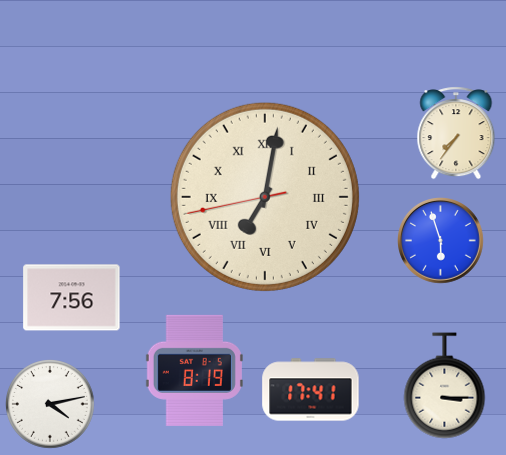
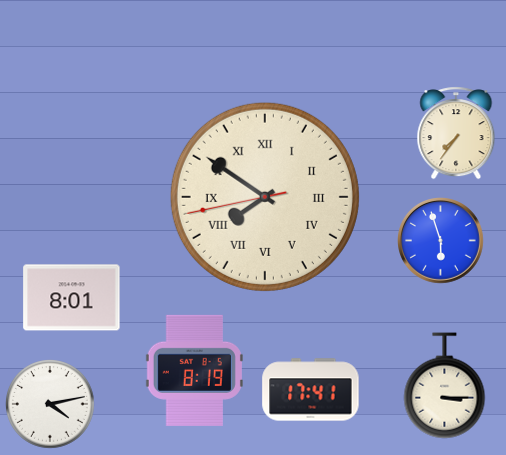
clock at (265, 197): 7:01 -> 7:50
clock at (72, 298): 7:56 -> 8:01
